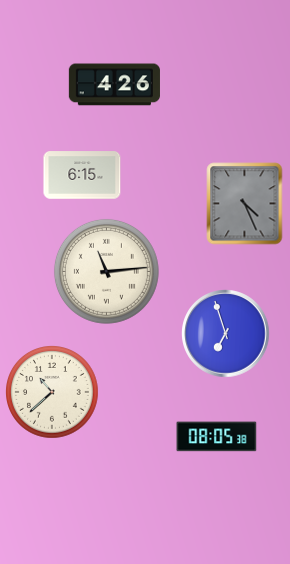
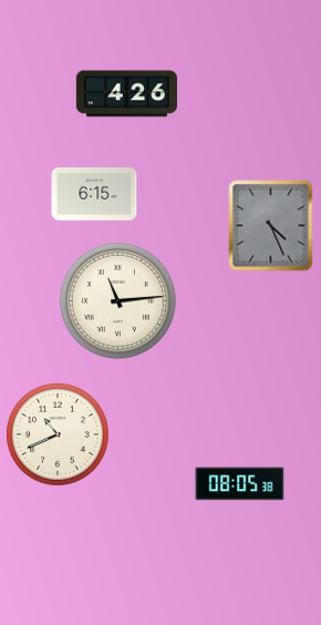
clock at (82, 175) position: (82, 175) -> (94, 194)
clock at (226, 334): 6:57 -> none
clock at (53, 393): 10:38 -> 10:41
